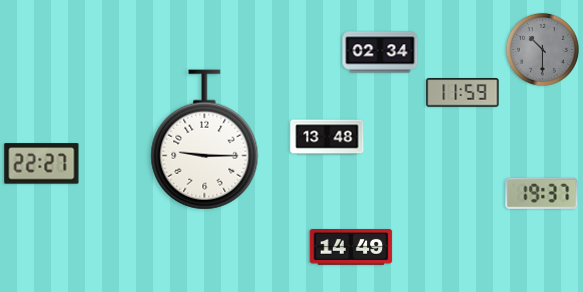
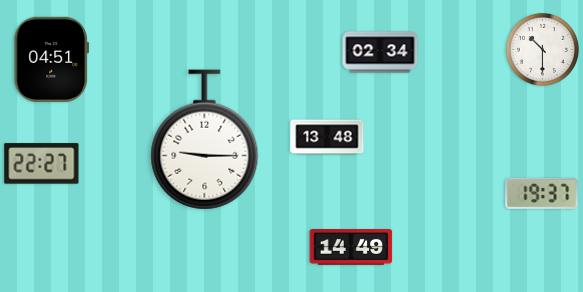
clock at (542, 49) dial: grey -> white
clock at (52, 59): none -> 04:51
clock at (463, 93): 11:59 -> none
